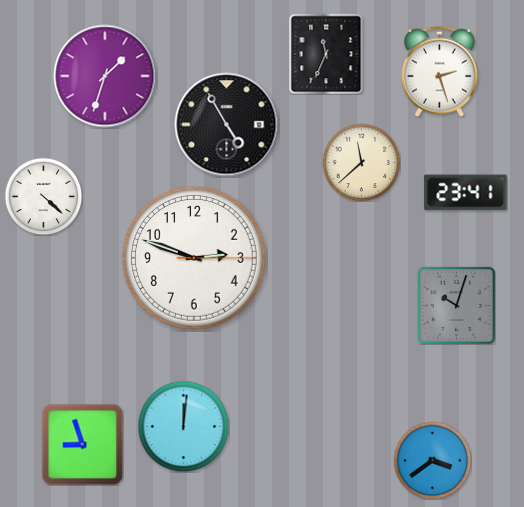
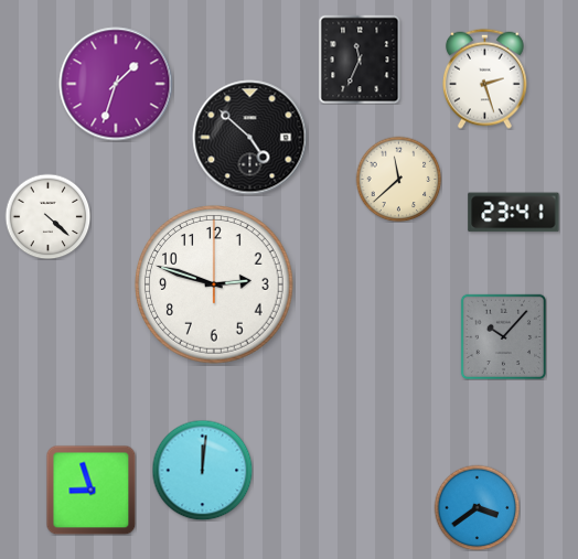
clock at (227, 125): 4:55 -> 4:52
clock at (194, 258): 2:48:15 -> 2:48:00
clock at (456, 305): 10:03 -> 10:07
